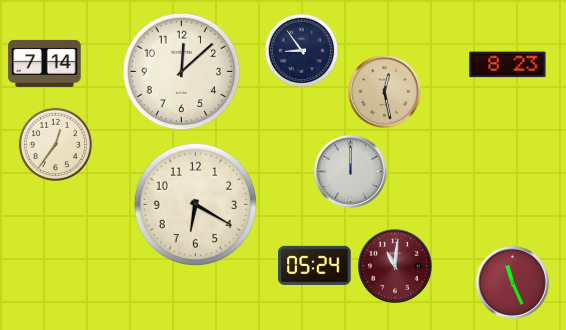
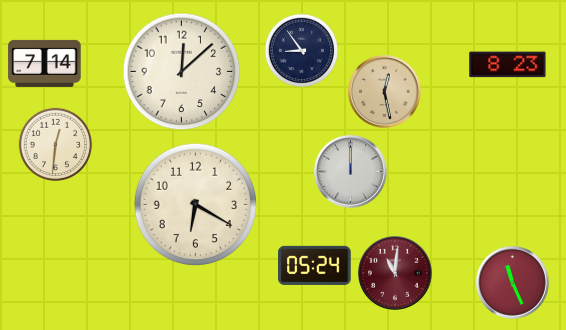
clock at (55, 144): 12:36 -> 12:31
clock at (396, 267) position: (396, 267) -> (396, 274)
